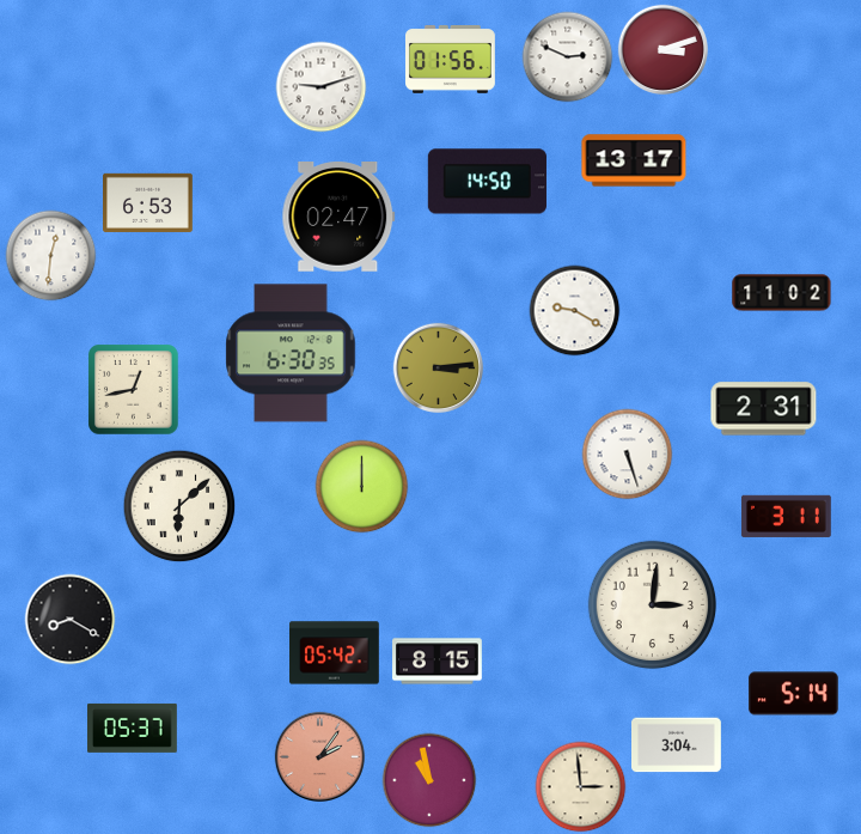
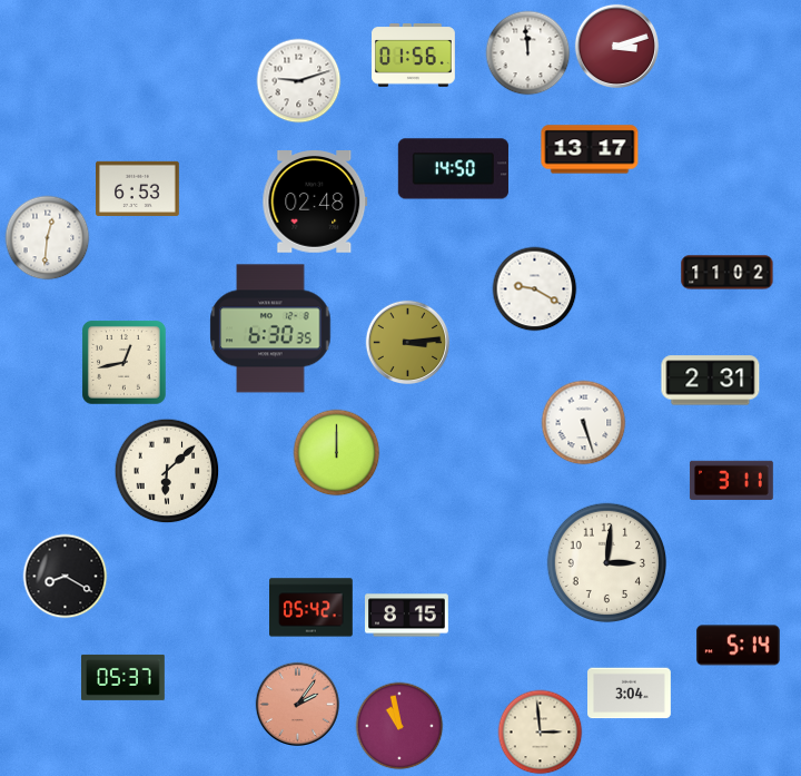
clock at (568, 57): 2:49 -> 11:59
clock at (451, 60) position: (451, 60) -> (414, 56)
clock at (338, 218): 02:47 -> 02:48
